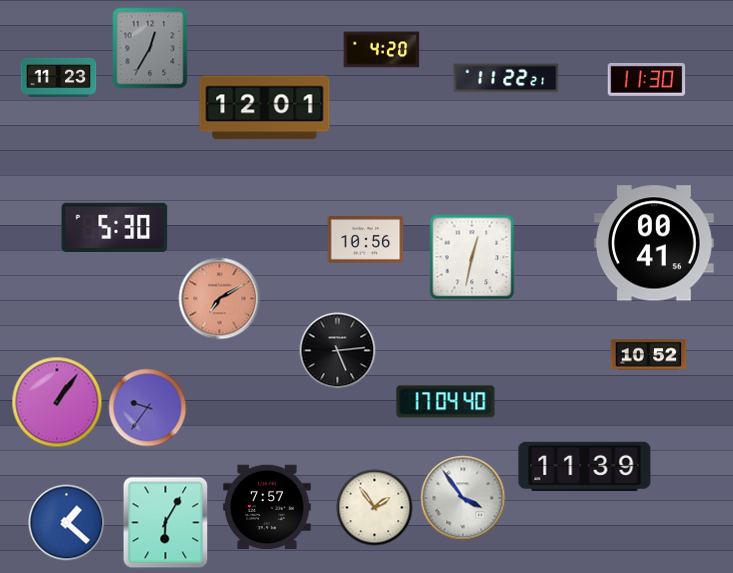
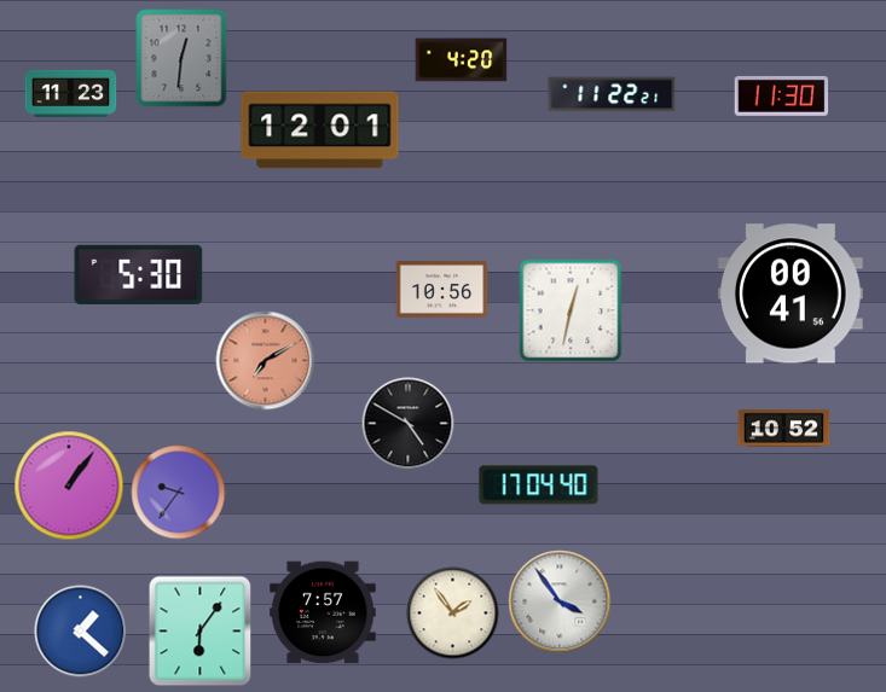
clock at (150, 48): 12:35 -> 12:31
clock at (338, 351): 5:14 -> 4:50
clock at (585, 467): 11:39 -> none
clock at (166, 523): 6:05 -> 6:06
